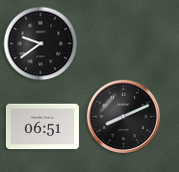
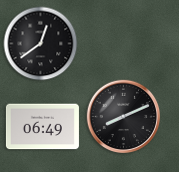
clock at (41, 44): 9:39 -> 12:39
clock at (42, 127): 06:51 -> 06:49
